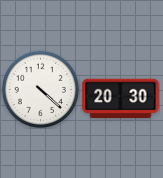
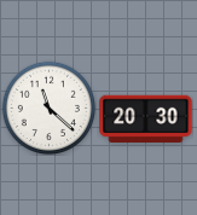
clock at (40, 89): 4:22 -> 11:22
